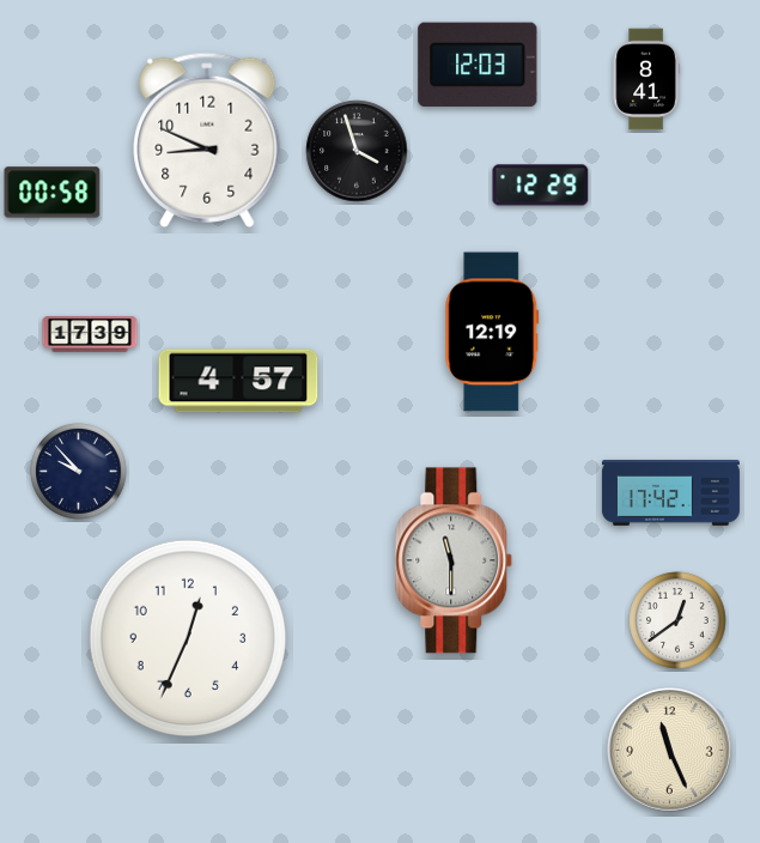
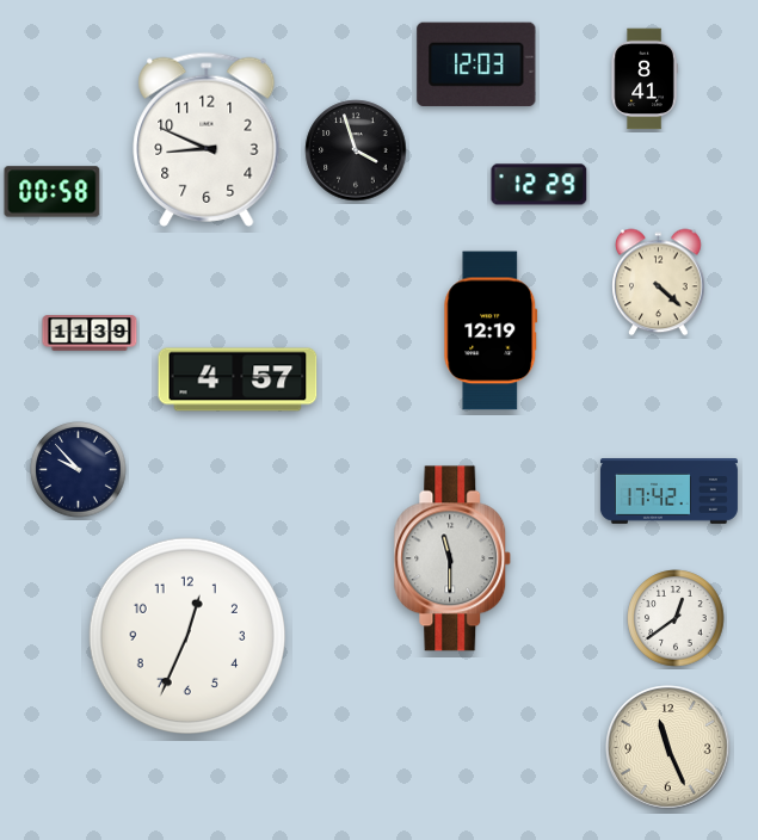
clock at (659, 283): none -> 4:22
clock at (90, 334): 17:39 -> 11:39
